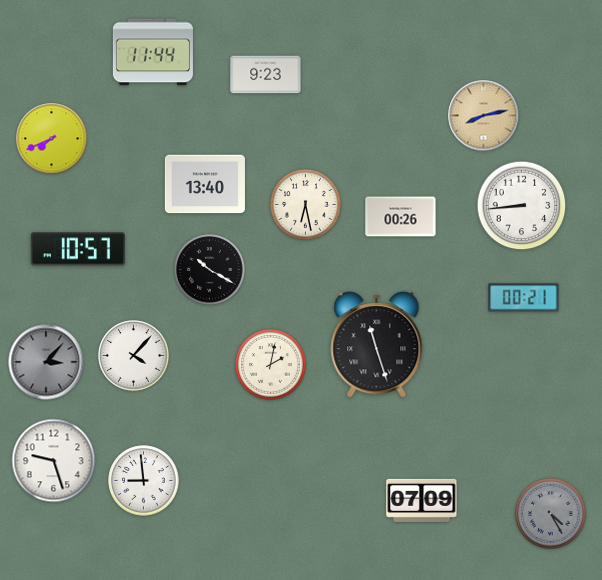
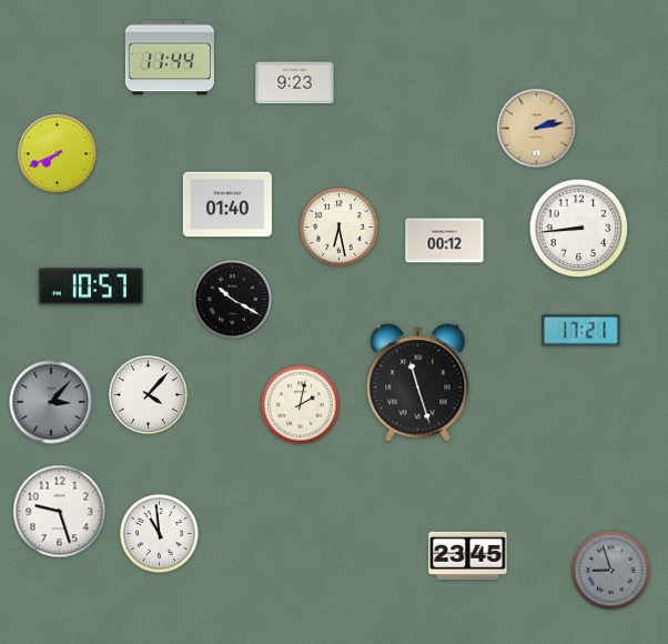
clock at (484, 116): 8:13 -> 2:13
clock at (205, 184): 13:40 -> 01:40
clock at (401, 217): 00:26 -> 00:12
clock at (78, 249) position: (78, 249) -> (91, 286)
clock at (524, 298): 00:21 -> 17:21
clock at (144, 481): 8:59 -> 10:59
clock at (422, 500): 07:09 -> 23:45
clock at (551, 514): 4:25 -> 8:57
